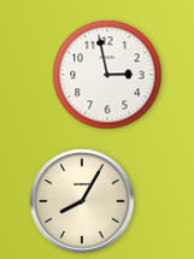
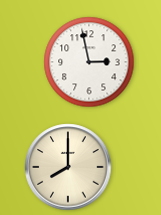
clock at (82, 201): 8:05 -> 8:00
